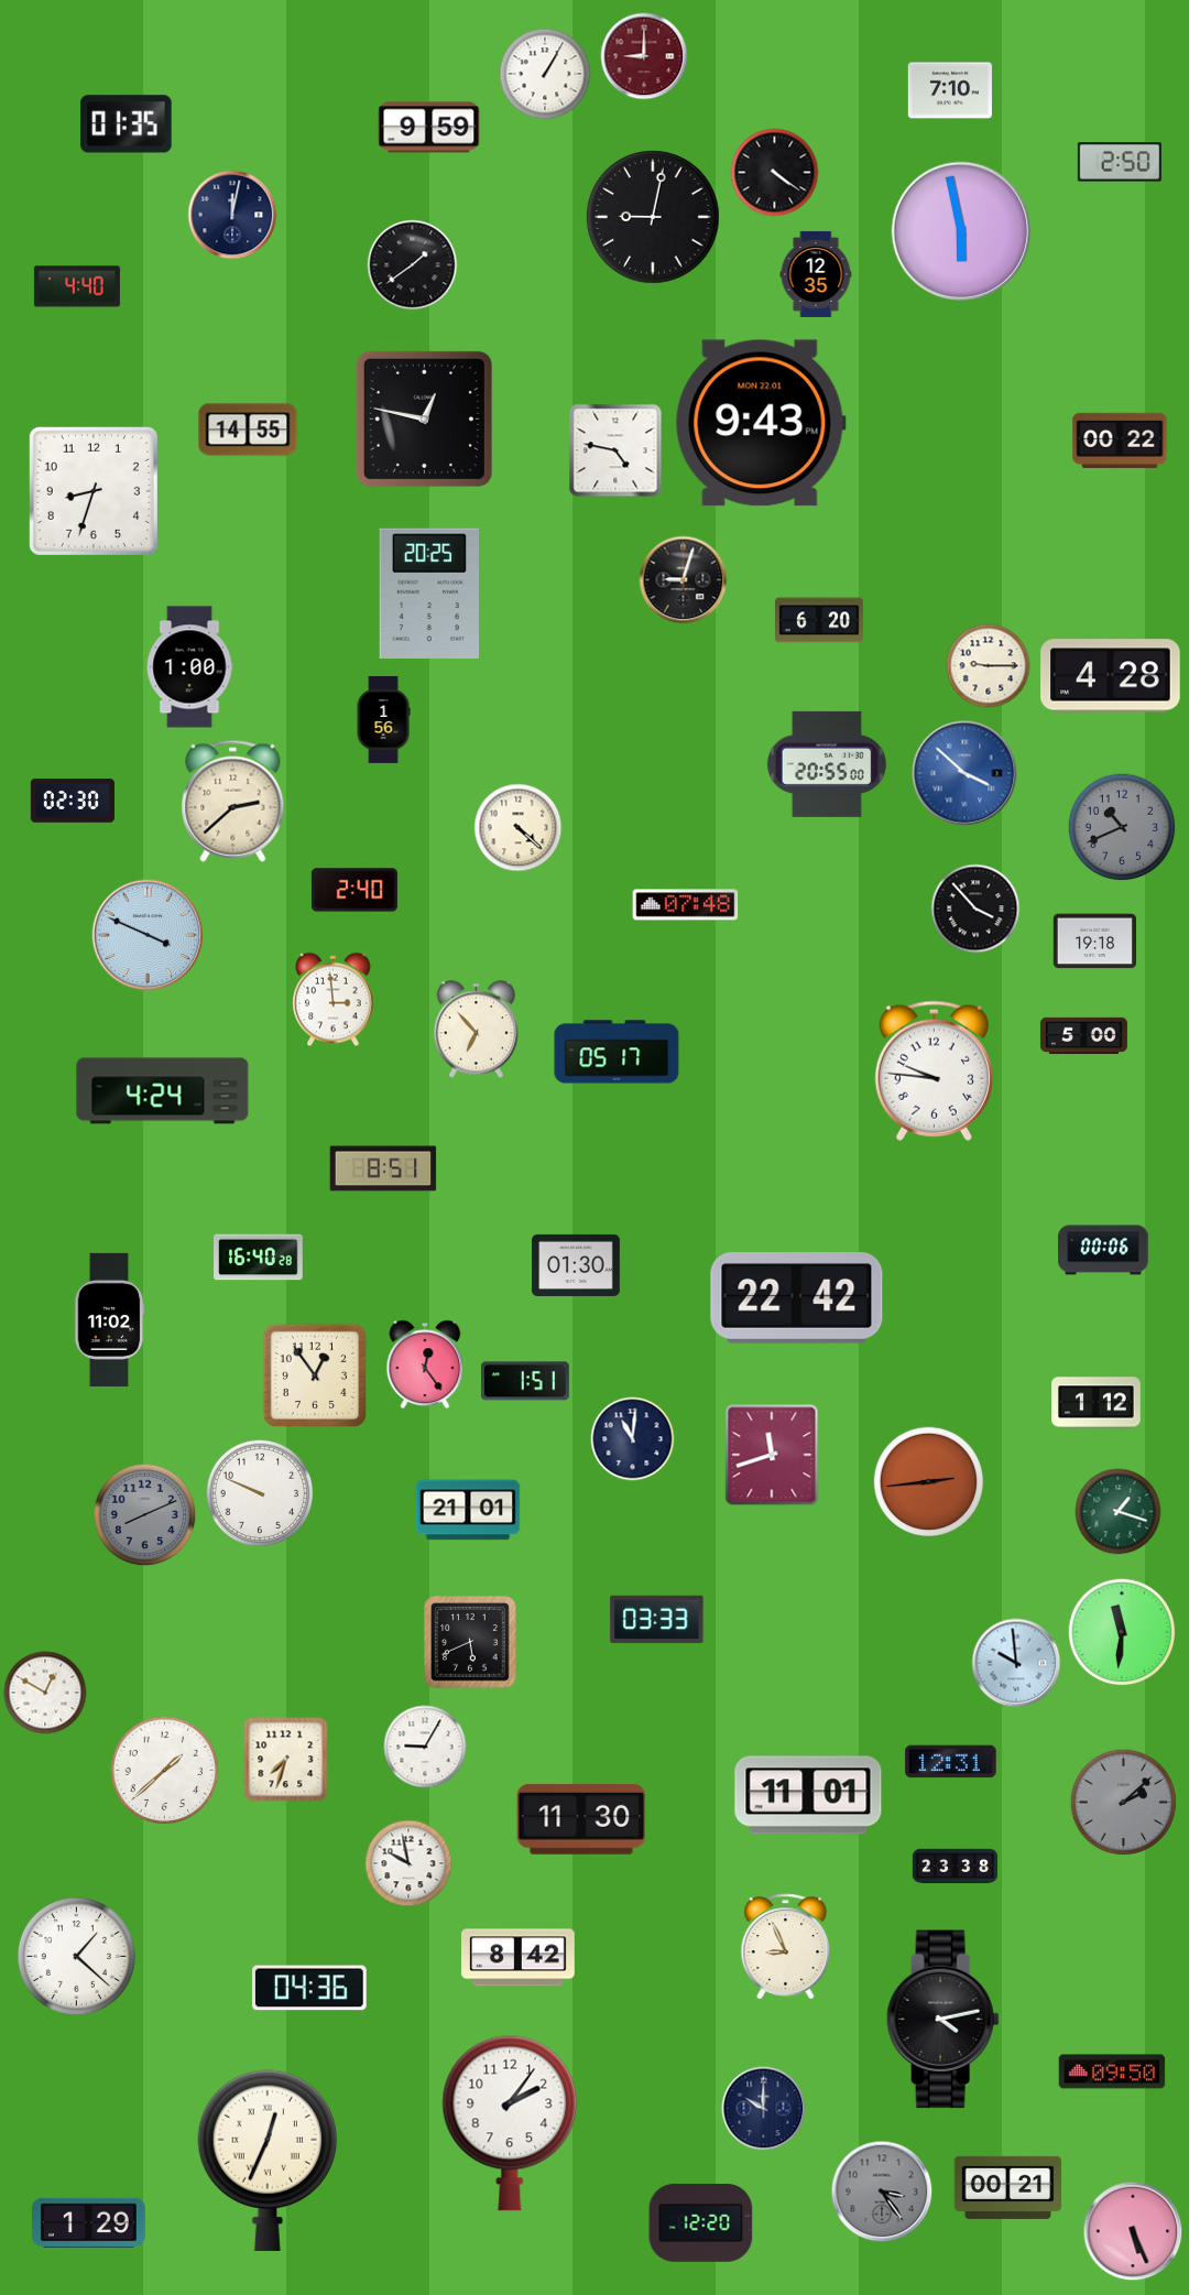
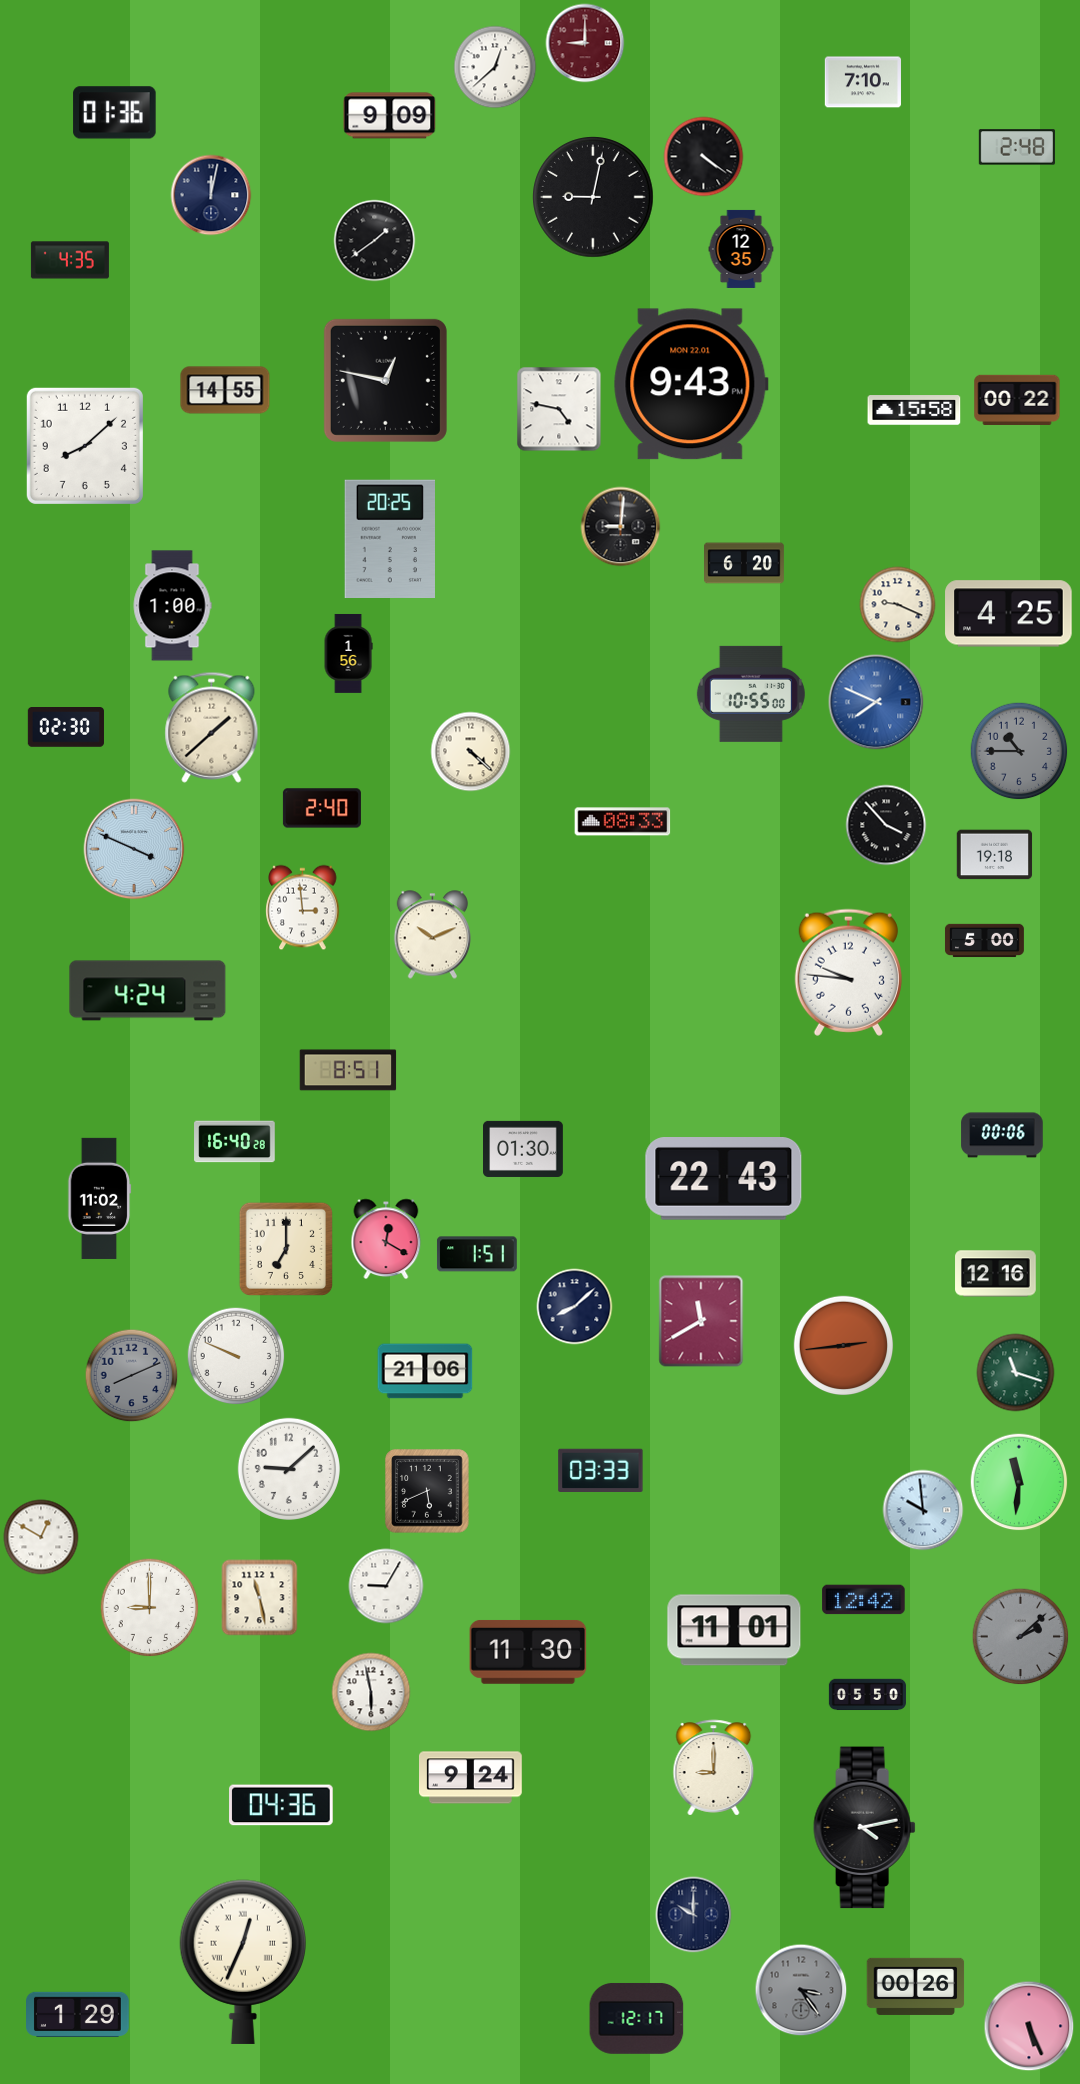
clock at (644, 56) position: (644, 56) -> (585, 43)
clock at (545, 74): 1:05 -> 12:38
clock at (127, 124): 01:35 -> 01:36
clock at (429, 128): 9:59 -> 9:09
clock at (1120, 162): 2:50 -> 2:48
clock at (961, 231): 5:58 -> none
clock at (77, 286): 4:40 -> 4:35
clock at (914, 410): none -> 15:58
clock at (94, 491): 8:33 -> 8:08
clock at (684, 580): 9:03 -> 9:01
clock at (989, 666): 9:15 -> 9:19
clock at (1111, 676): 4:28 -> 4:25
clock at (827, 764): 20:55 -> 10:55
clock at (964, 773): 3:52 -> 7:49
clock at (233, 801): 2:38 -> 1:38
clock at (1122, 827): 10:41 -> 10:45
clock at (686, 905): 07:48 -> 08:33
clock at (476, 1030): 6:53 -> 10:11
clock at (617, 1052): 05:17 -> none
clock at (383, 1168) position: (383, 1168) -> (348, 1070)
clock at (797, 1298): 22:42 -> 22:43
clock at (425, 1364): 12:24 -> 12:20
clock at (314, 1374): 12:54 -> 7:00
clock at (1097, 1403): 1:12 -> 12:16
clock at (633, 1439): 11:01 -> 8:08
clock at (772, 1455): 11:42 -> 11:40
clock at (468, 1510): 21:01 -> 21:06
clock at (1119, 1512): 1:18 -> 11:18
clock at (288, 1468): none -> 9:08
clock at (657, 1620) position: (657, 1620) -> (601, 1471)
clock at (286, 1760): 7:33 -> 11:28
clock at (951, 1762): 12:31 -> 12:42
clock at (165, 1771): 1:38 -> 9:00
clock at (408, 1863): 9:58 -> 5:58
clock at (955, 1867): 23:38 -> 05:50
clock at (786, 1947): 8:56 -> 9:00
clock at (76, 1956): 1:22 -> none
clock at (519, 1958): 8:42 -> 9:24
clock at (943, 2020) position: (943, 2020) -> (865, 1828)
clock at (1112, 2071): 09:50 -> none
clock at (510, 2123): 2:06 -> none
clock at (1008, 2187): 00:21 -> 00:26
clock at (89, 2222) position: (89, 2222) -> (78, 2014)
clock at (701, 2223): 12:20 -> 12:17
